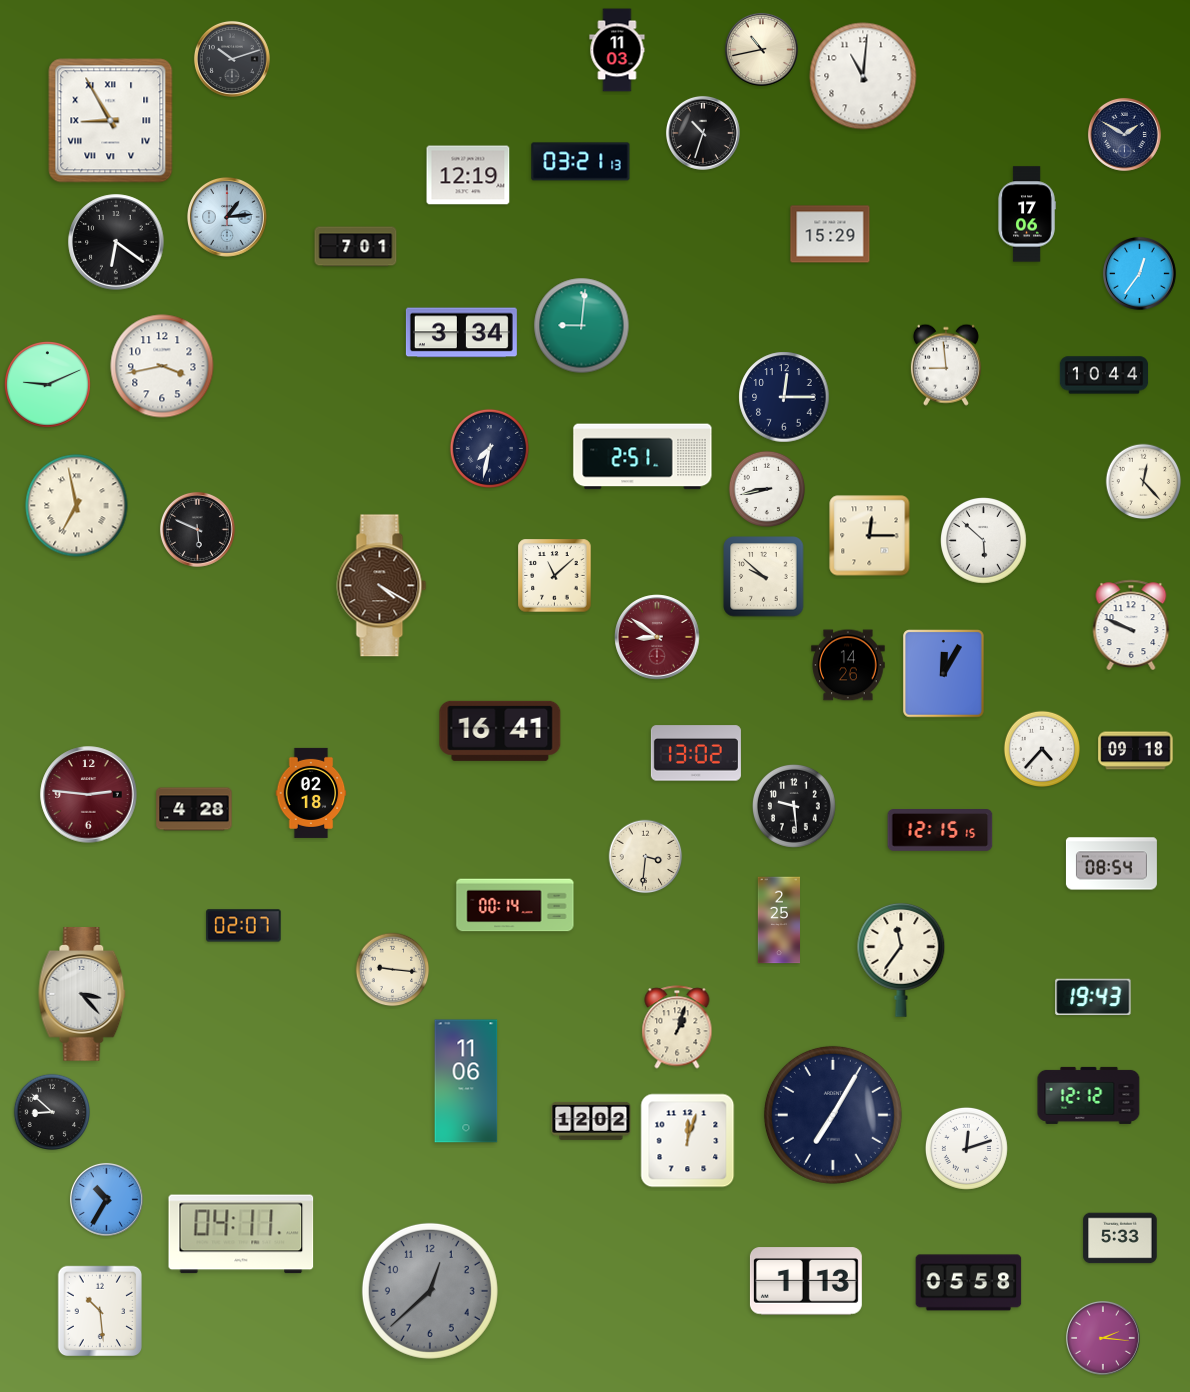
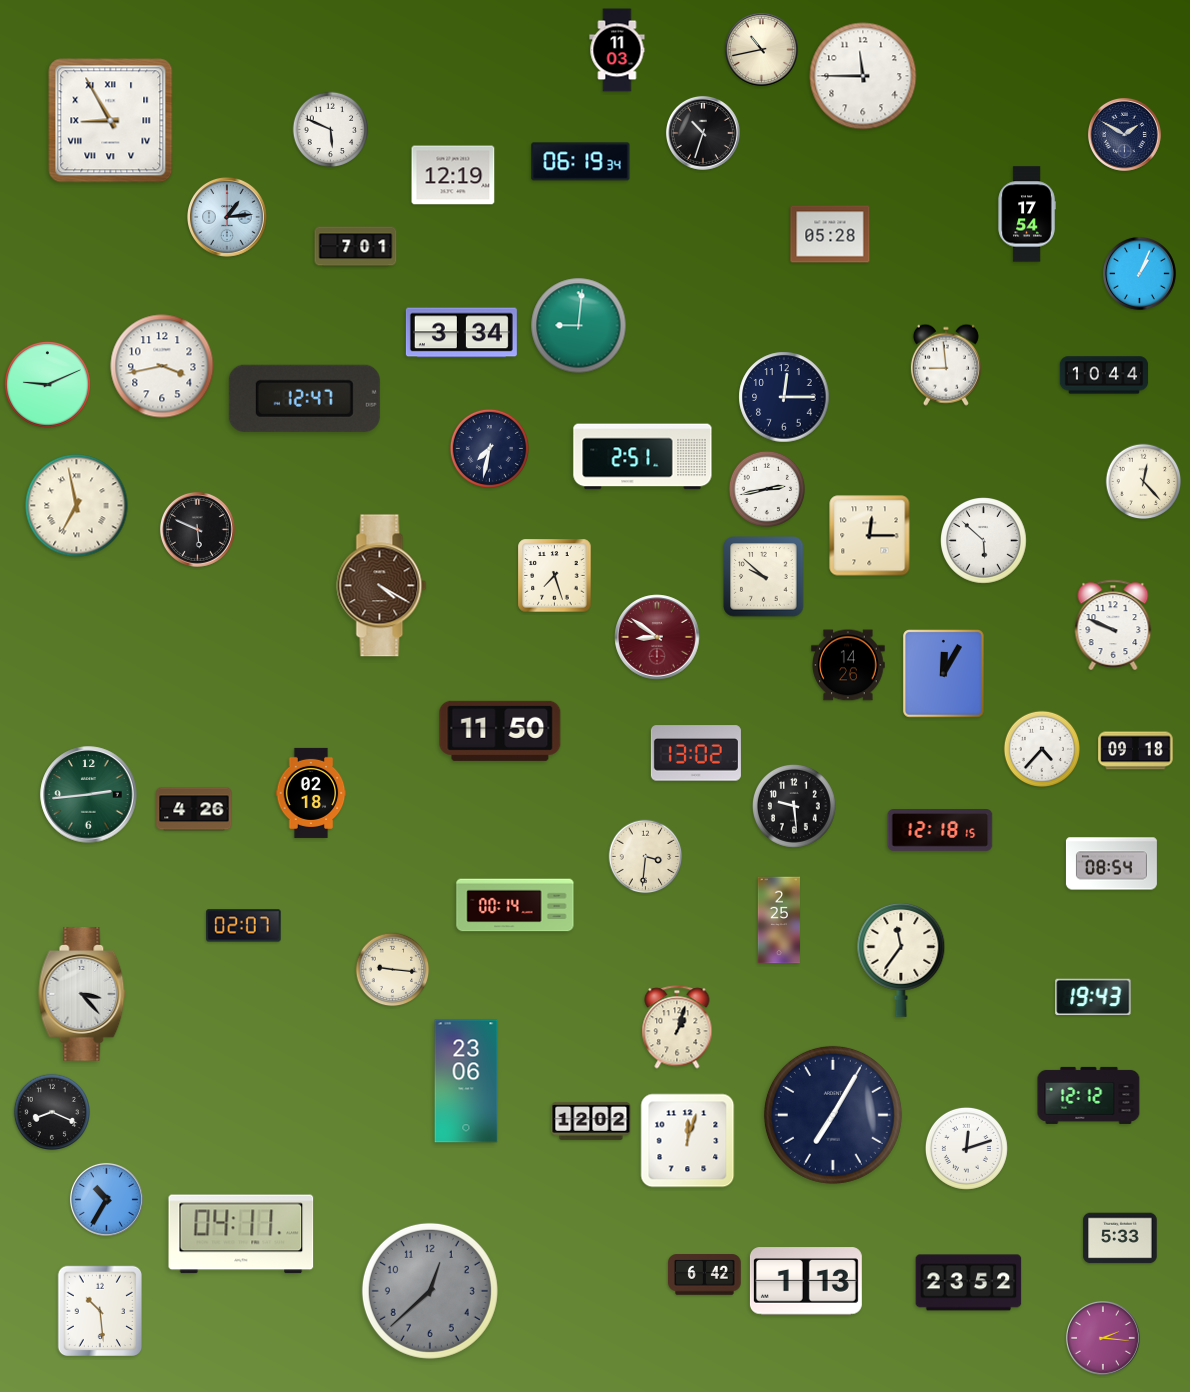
clock at (232, 59): 10:12 -> none
clock at (863, 76): 11:01 -> 11:45
clock at (331, 130): none -> 5:49
clock at (581, 162): 03:21 -> 06:19
clock at (468, 175) position: (468, 175) -> (453, 175)
clock at (1027, 214): 17:06 -> 17:54
clock at (830, 234): 15:29 -> 05:28
clock at (116, 242): 6:21 -> none
clock at (1139, 273): 12:36 -> 1:04
clock at (582, 326) position: (582, 326) -> (579, 326)
clock at (304, 398): none -> 12:47
clock at (766, 488): 8:43 -> 2:43
clock at (555, 576): 11:08 -> 7:27
clock at (1131, 624) position: (1131, 624) -> (1113, 624)
clock at (500, 731): 16:41 -> 11:50
clock at (89, 795): 2:46 -> 2:44
clock at (89, 795) dial: burgundy -> green
clock at (194, 809): 4:28 -> 4:26
clock at (940, 831): 12:15 -> 12:18
clock at (466, 1081): 11:06 -> 23:06
clock at (51, 1111): 8:52 -> 8:19
clock at (705, 1275): none -> 6:42
clock at (969, 1283): 05:58 -> 23:52
